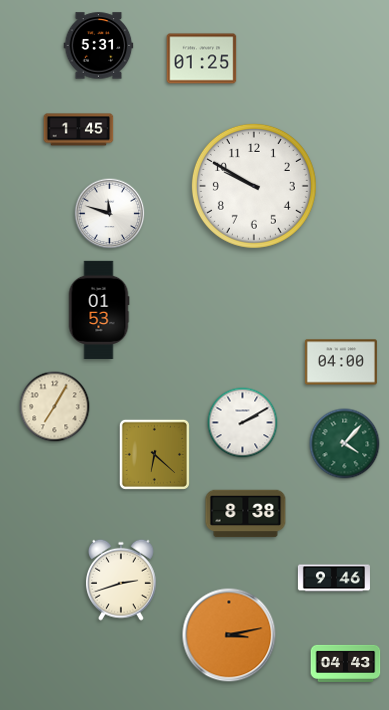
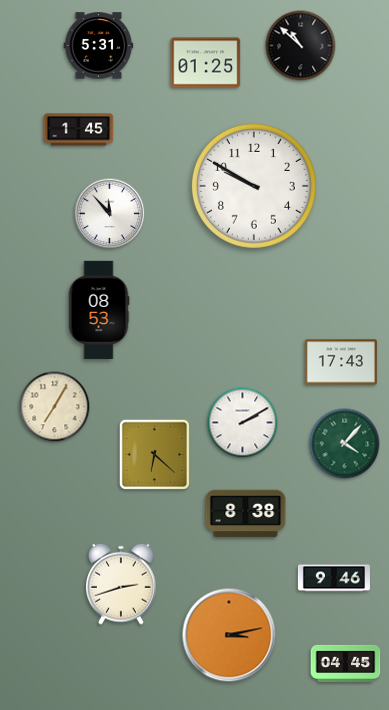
clock at (301, 46): none -> 10:52
clock at (202, 59) position: (202, 59) -> (206, 63)
clock at (110, 214): 11:48 -> 11:53
clock at (99, 310): 01:53 -> 08:53
clock at (341, 362): 04:00 -> 17:43
clock at (121, 580) position: (121, 580) -> (121, 584)
clock at (346, 663): 04:43 -> 04:45
